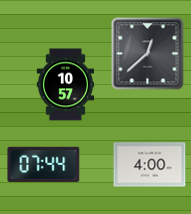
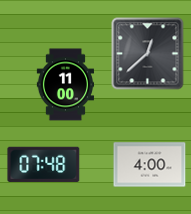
clock at (65, 85): 10:57 -> 11:00
clock at (44, 164): 07:44 -> 07:48
